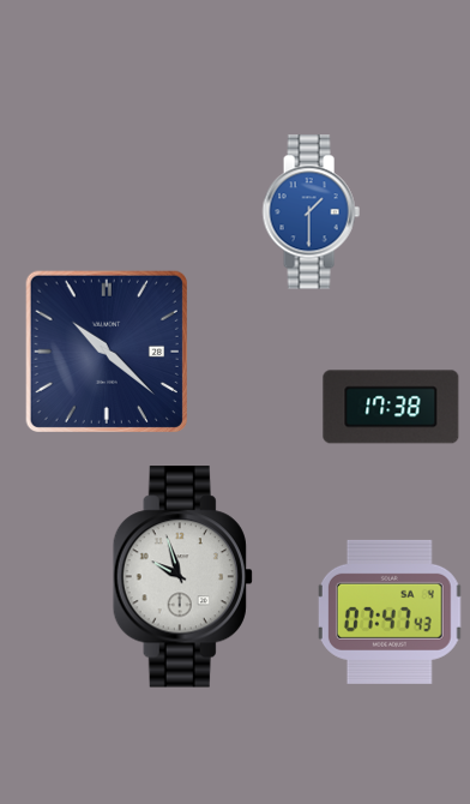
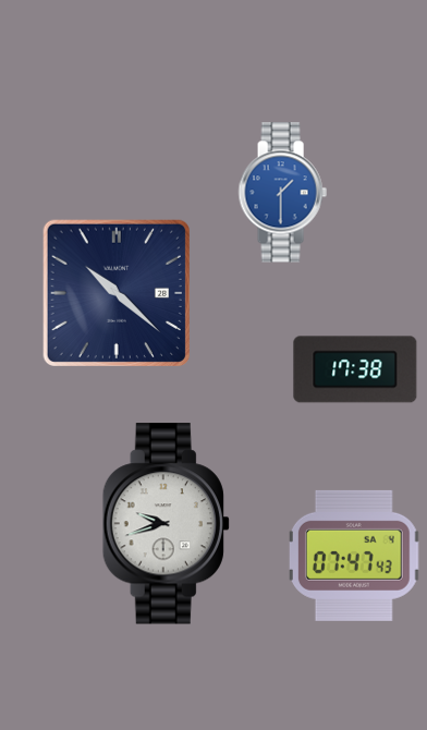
clock at (107, 352) position: (107, 352) -> (117, 293)
clock at (182, 577): 9:57 -> 9:42
